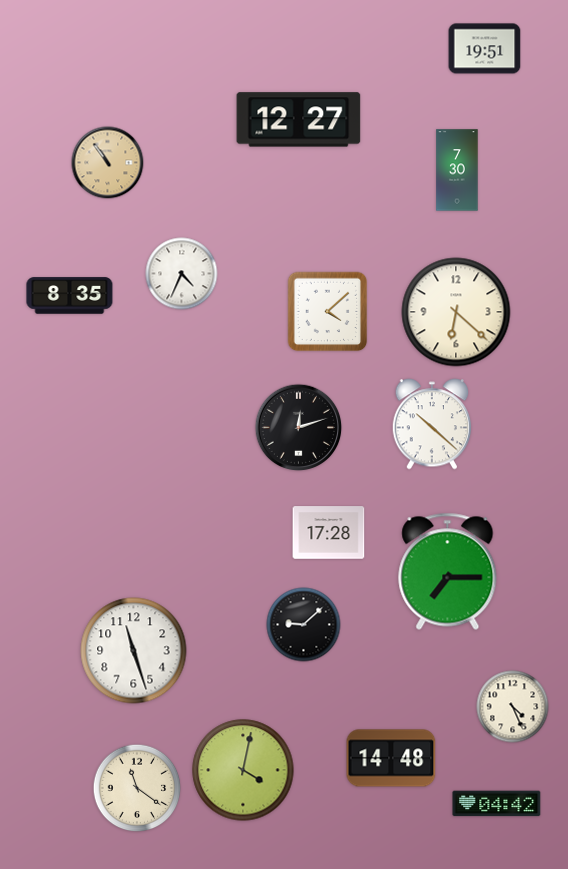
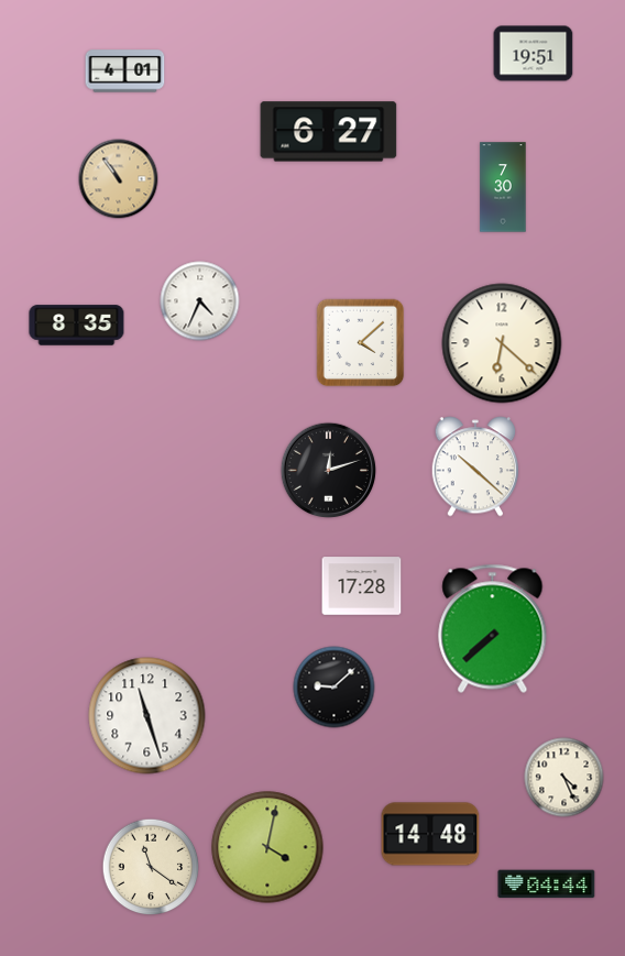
clock at (125, 72): none -> 4:01
clock at (299, 120): 12:27 -> 6:27
clock at (448, 571): 7:15 -> 7:38
clock at (497, 804): 04:42 -> 04:44
